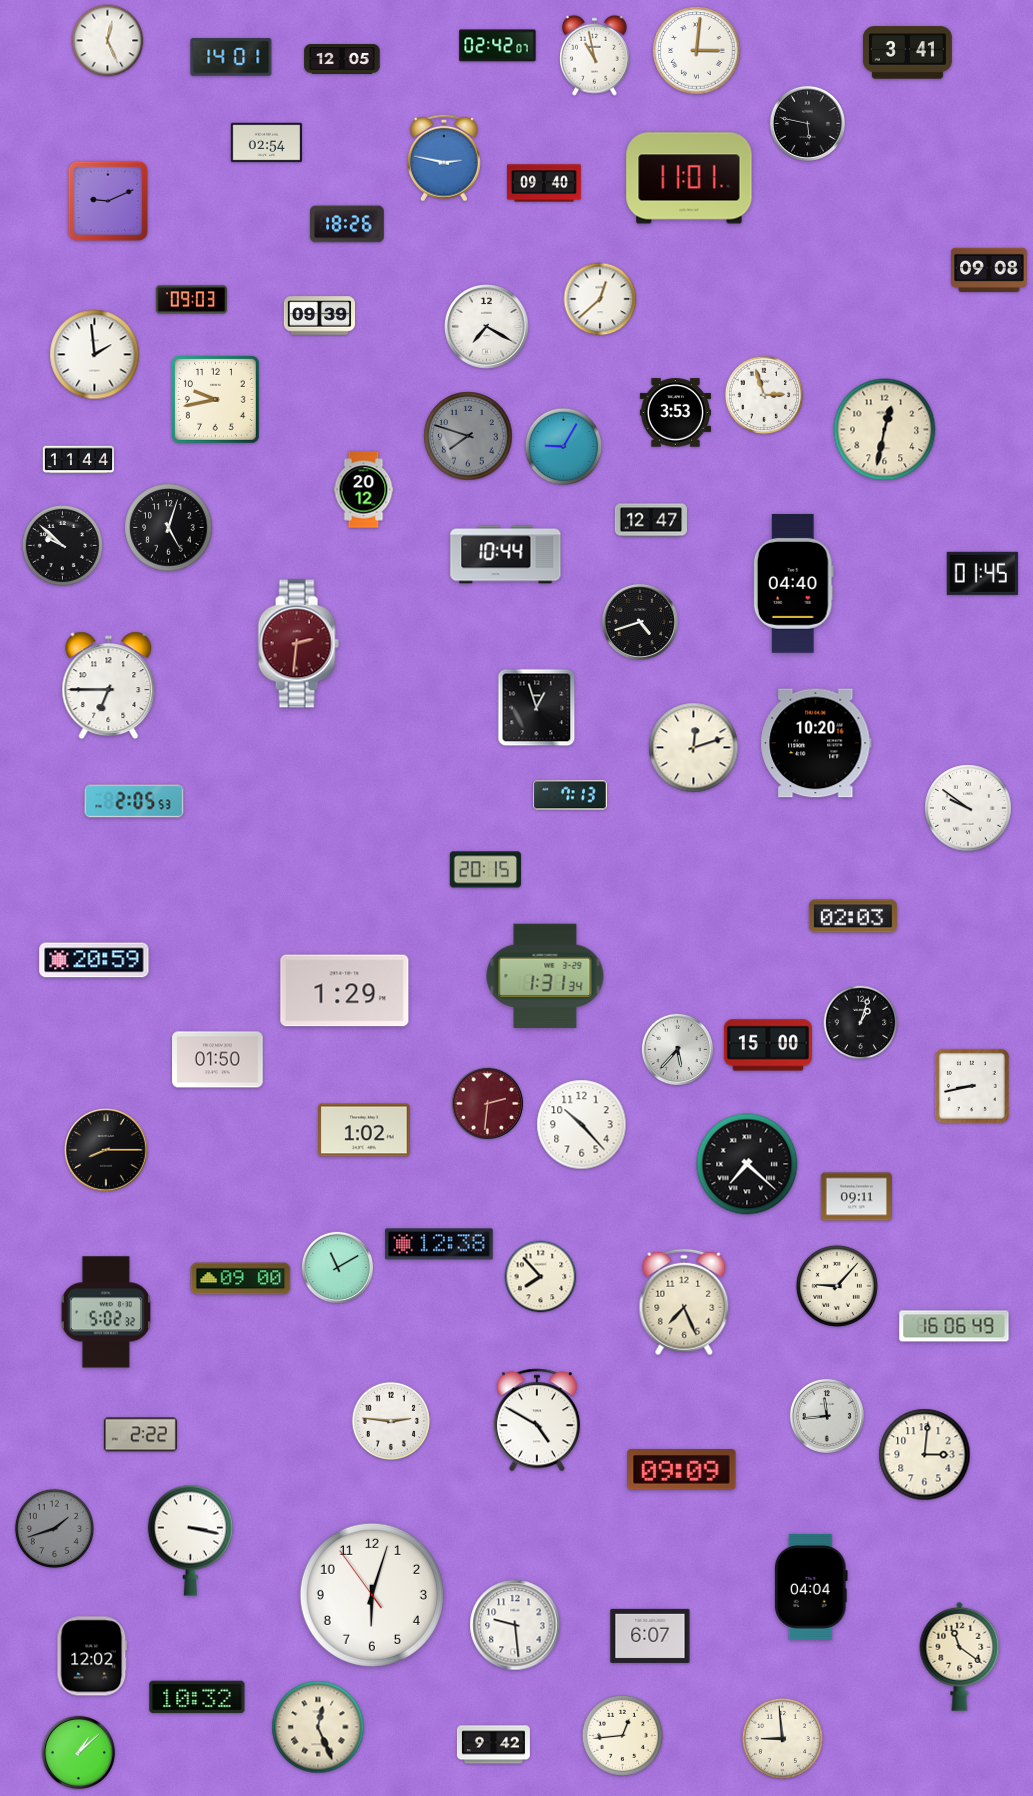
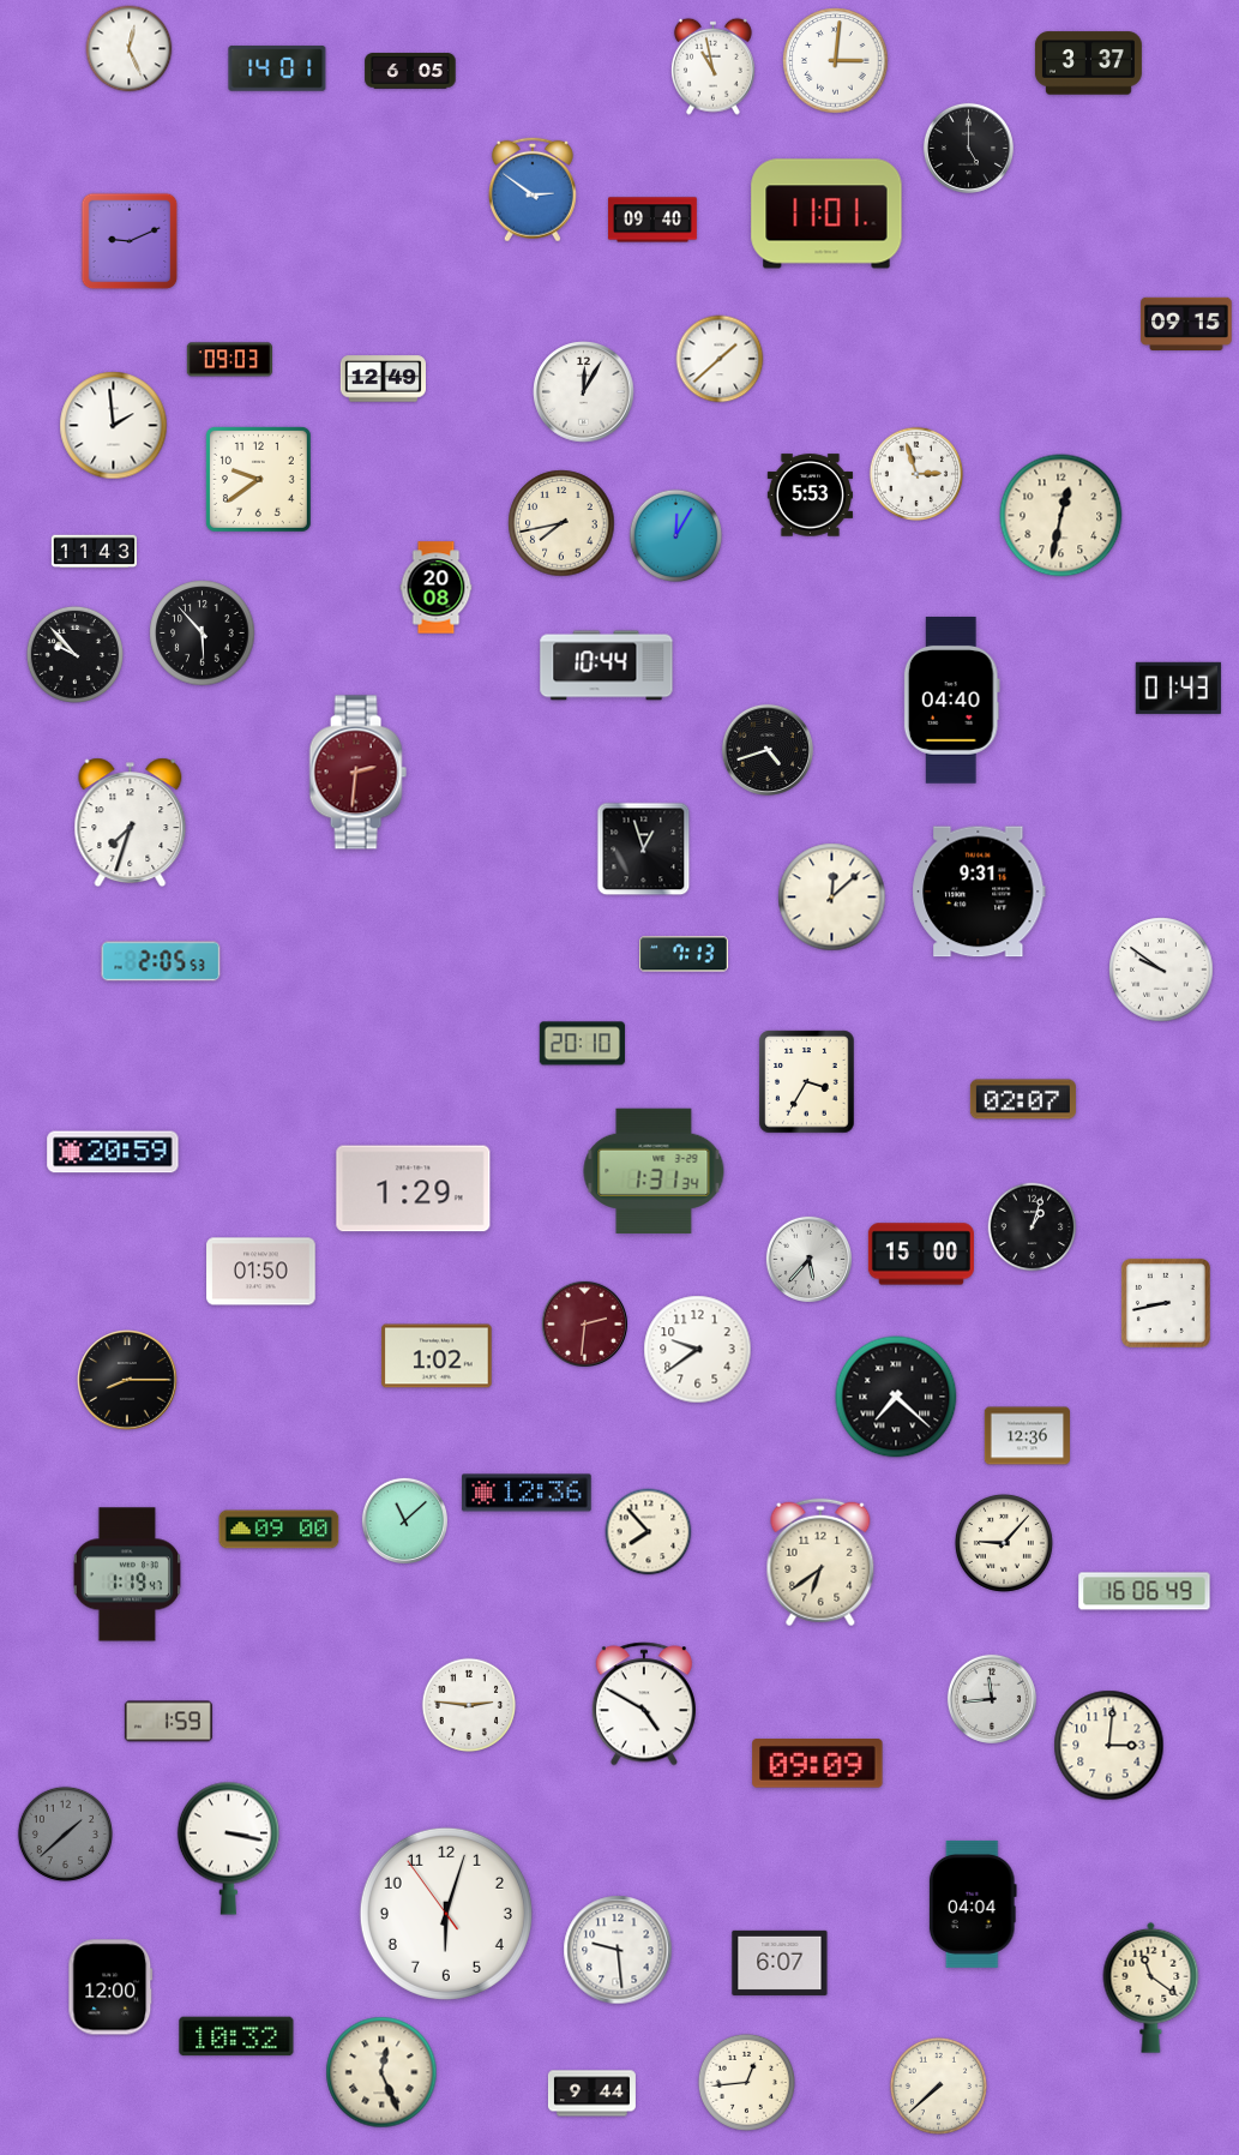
clock at (498, 46): 02:42 -> none
clock at (907, 53): 3:41 -> 3:37
clock at (342, 59): 12:05 -> 6:05
clock at (807, 123): 5:47 -> 5:00
clock at (266, 143): 02:54 -> none
clock at (444, 158): 2:47 -> 2:51
clock at (347, 224): 18:26 -> none
clock at (989, 269): 09:08 -> 09:15
clock at (600, 299): 12:38 -> 1:38
clock at (319, 316): 09:39 -> 12:49
clock at (487, 327): 7:20 -> 12:05
clock at (215, 399): 9:43 -> 9:39
clock at (675, 413): 3:53 -> 5:53
clock at (468, 436): 7:48 -> 7:43
clock at (468, 436) dial: grey -> cream
clock at (564, 447): 9:05 -> 12:05
clock at (79, 460): 11:44 -> 11:43
clock at (364, 490): 20:12 -> 20:08
clock at (651, 520): 12:47 -> none
clock at (169, 528): 5:03 -> 5:53
clock at (62, 545): 9:52 -> 9:53
clock at (982, 573): 01:45 -> 01:43
clock at (640, 622) position: (640, 622) -> (768, 750)
clock at (109, 686): 6:45 -> 7:33
clock at (816, 743): 10:20 -> 9:31
clock at (694, 748): 12:12 -> 12:08
clock at (485, 870): 20:15 -> 20:10
clock at (807, 1082): none -> 3:35
clock at (853, 916): 02:03 -> 02:07
clock at (678, 1050) position: (678, 1050) -> (810, 1260)
clock at (582, 1125): 10:23 -> 9:39
clock at (856, 1197): 09:11 -> 12:36
clock at (439, 1244): 12:38 -> 12:36
clock at (338, 1268): 11:10 -> 11:08
clock at (241, 1279) position: (241, 1279) -> (279, 1530)
clock at (684, 1302): 7:26 -> 6:39
clock at (106, 1312): 5:02 -> 1:19
clock at (140, 1435): 2:22 -> 1:59
clock at (54, 1528): 1:42 -> 1:38
clock at (92, 1656): 12:02 -> 12:00
clock at (782, 1738): 8:59 -> 7:38
clock at (493, 1745): 9:42 -> 9:44
clock at (78, 1752): 1:08 -> none
